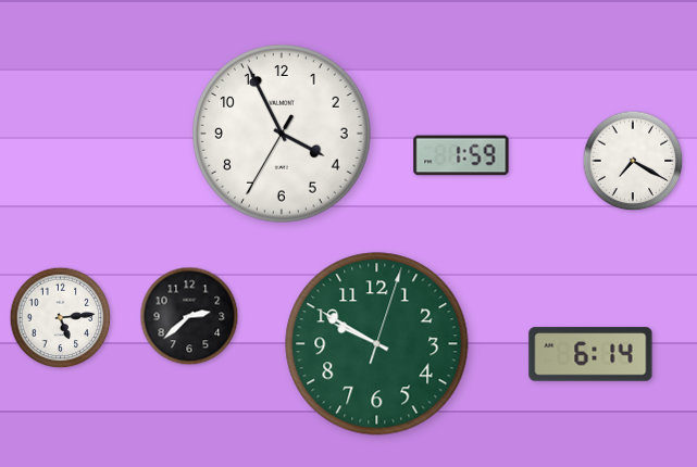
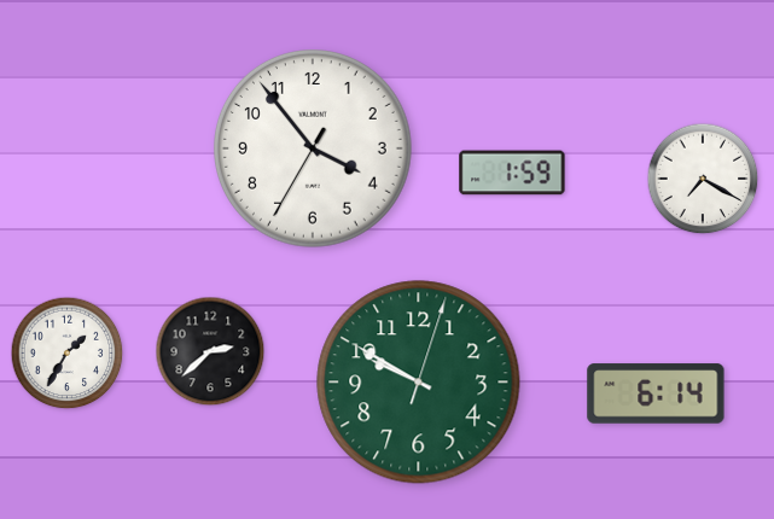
clock at (283, 135): 3:55 -> 3:53
clock at (61, 318): 5:14 -> 1:35
